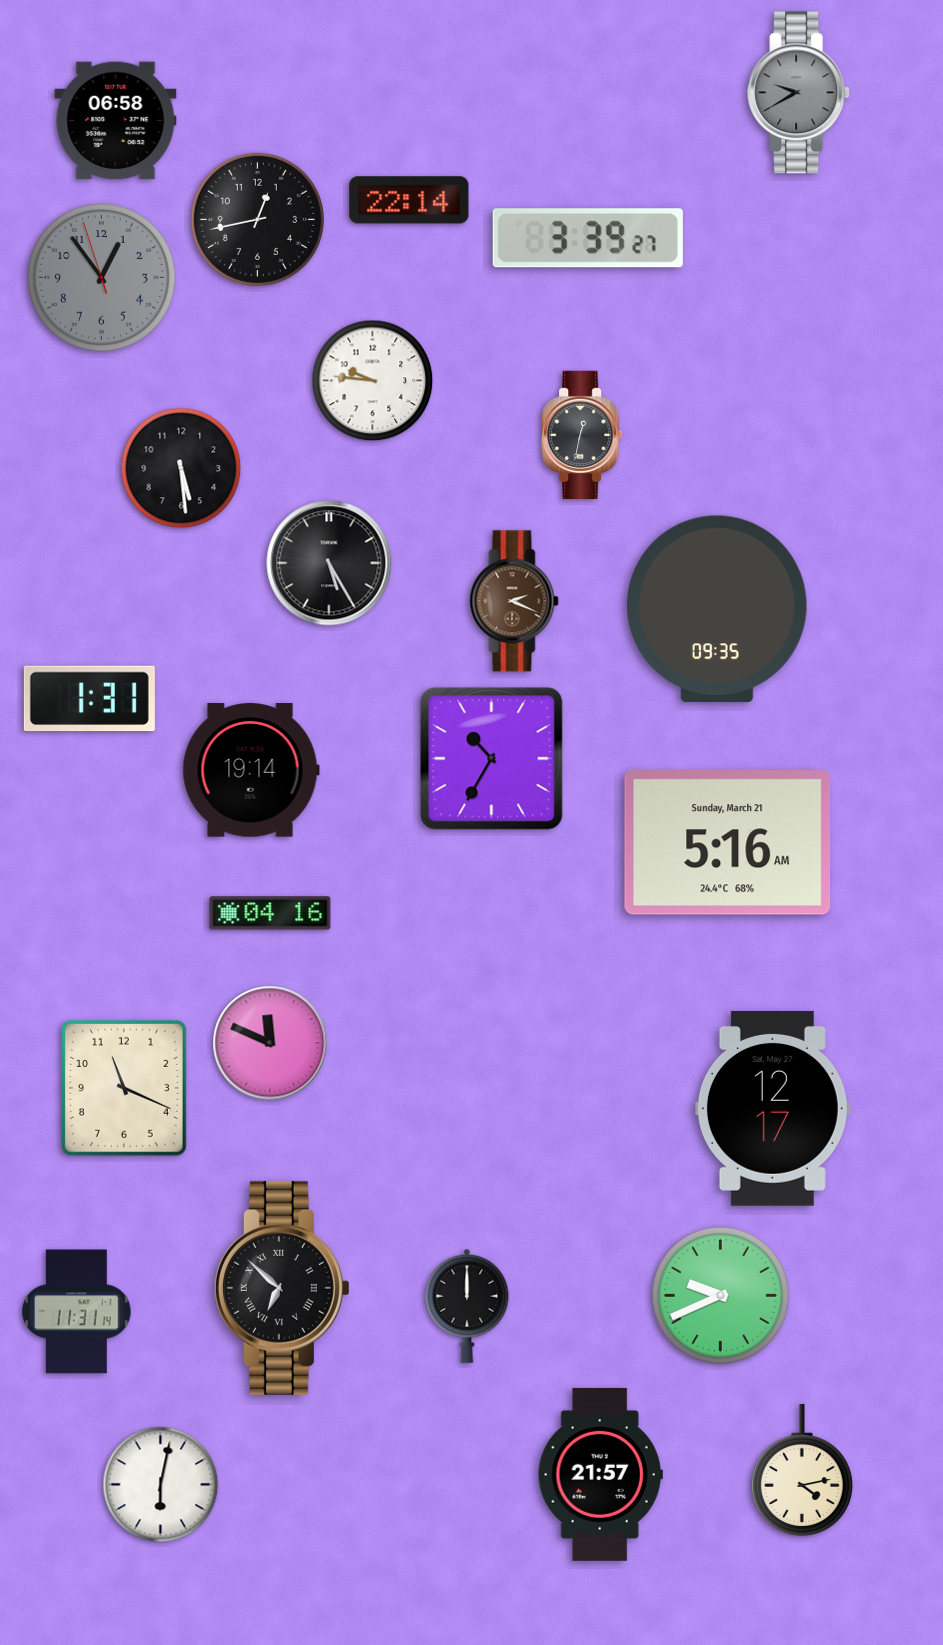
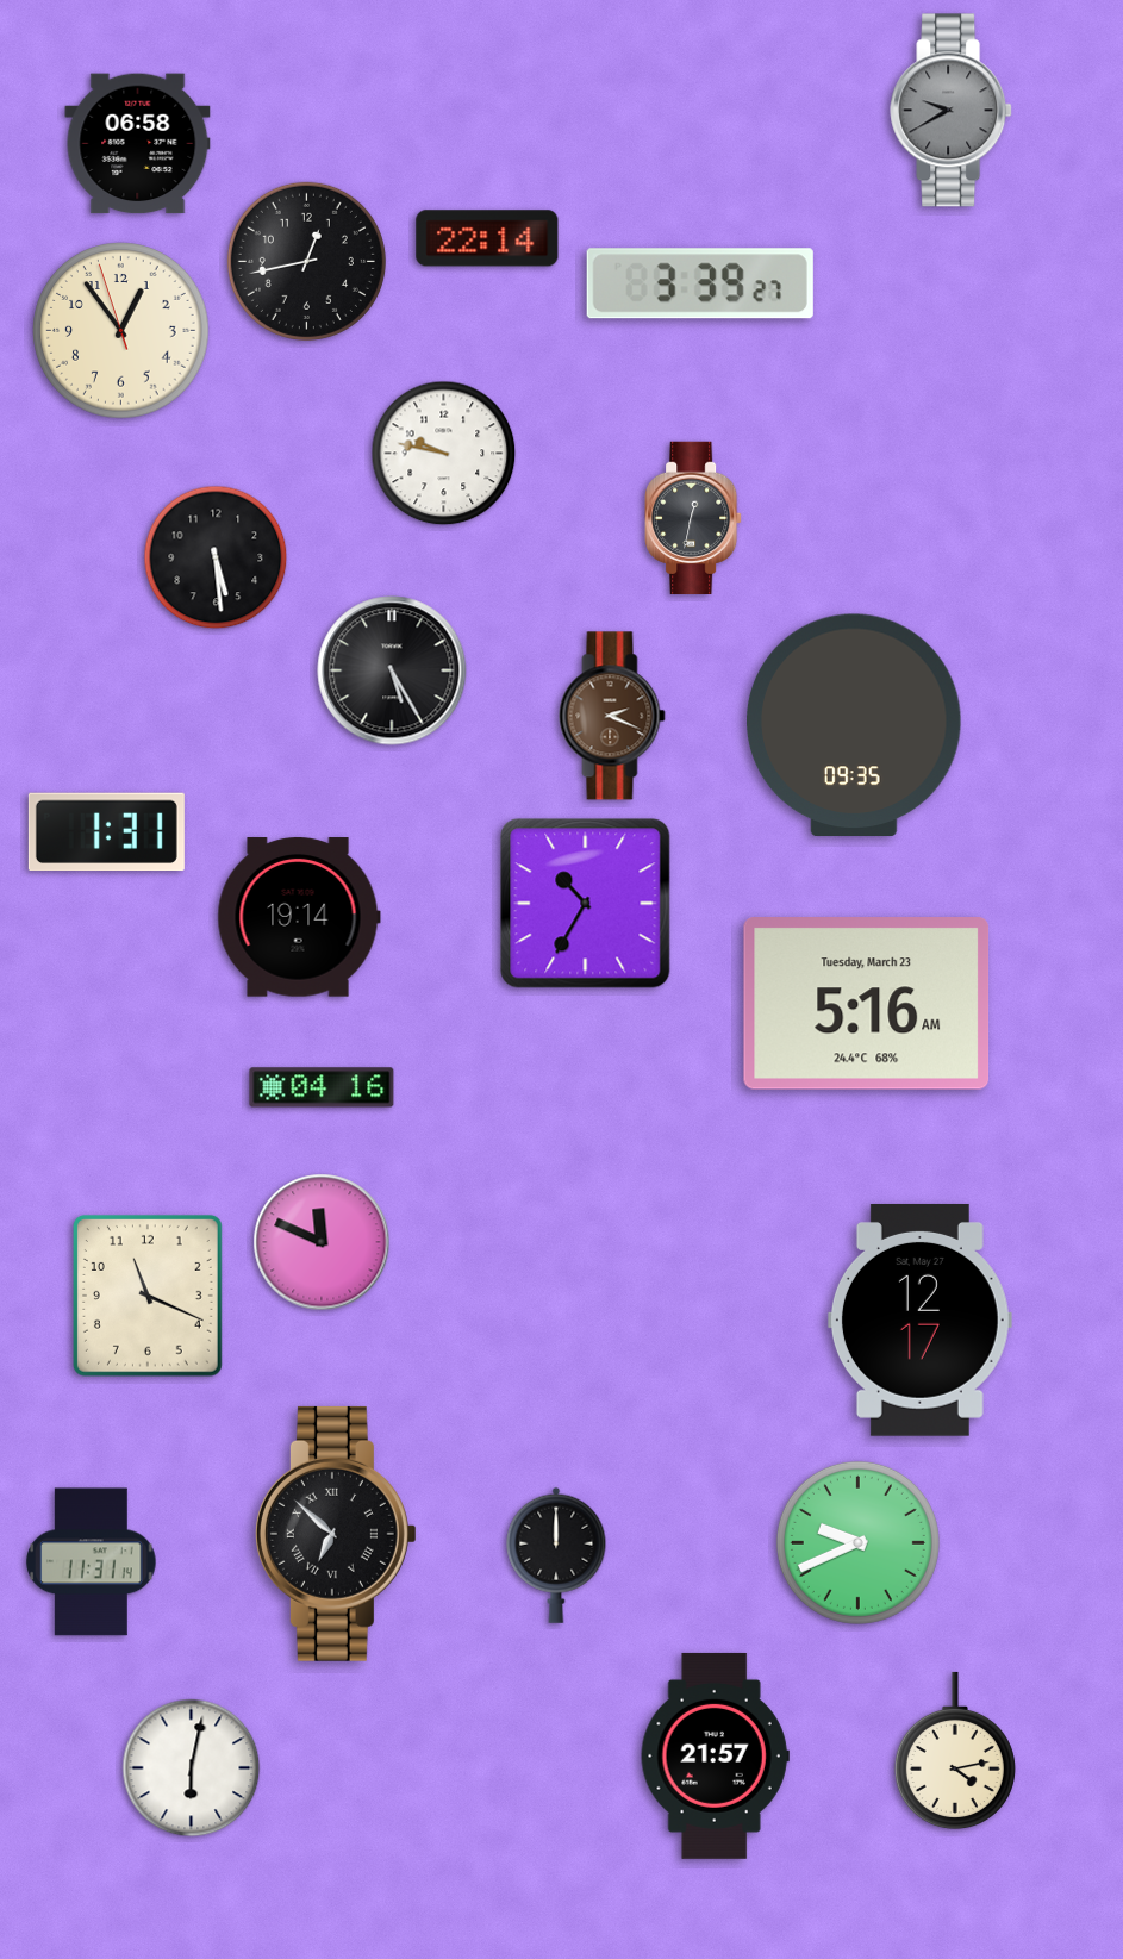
clock at (102, 278) dial: grey -> cream
clock at (373, 381): 9:46 -> 9:47
clock at (728, 843) date: Sunday, March 21 -> Tuesday, March 23
